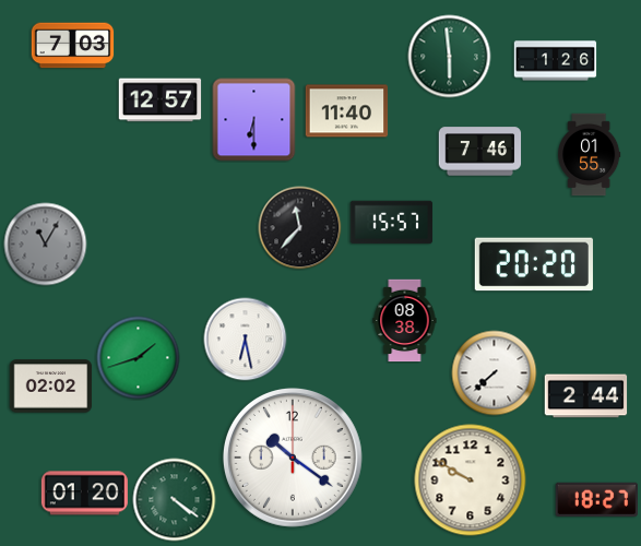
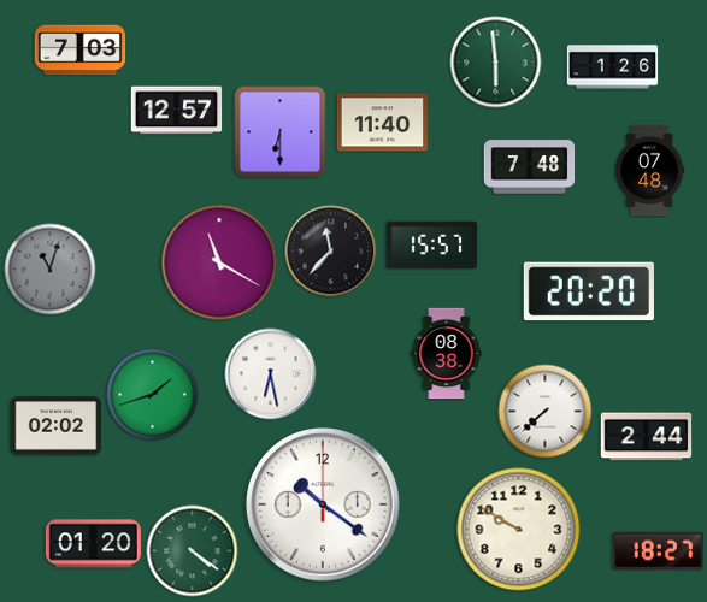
clock at (480, 152): 7:46 -> 7:48
clock at (590, 155): 01:55 -> 07:48
clock at (219, 262): none -> 11:20
clock at (46, 245): 11:05 -> 11:03
